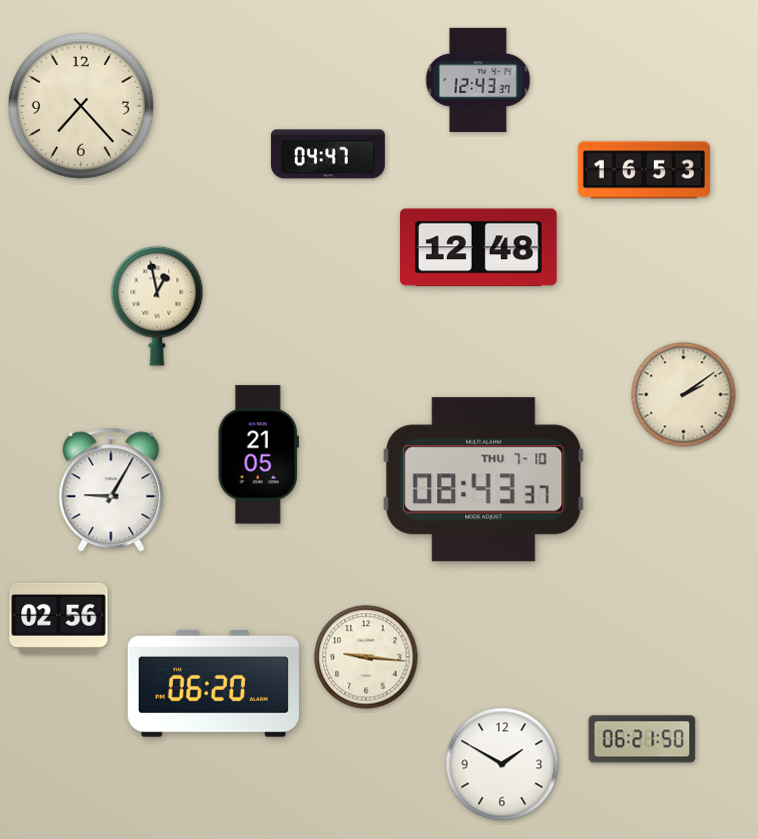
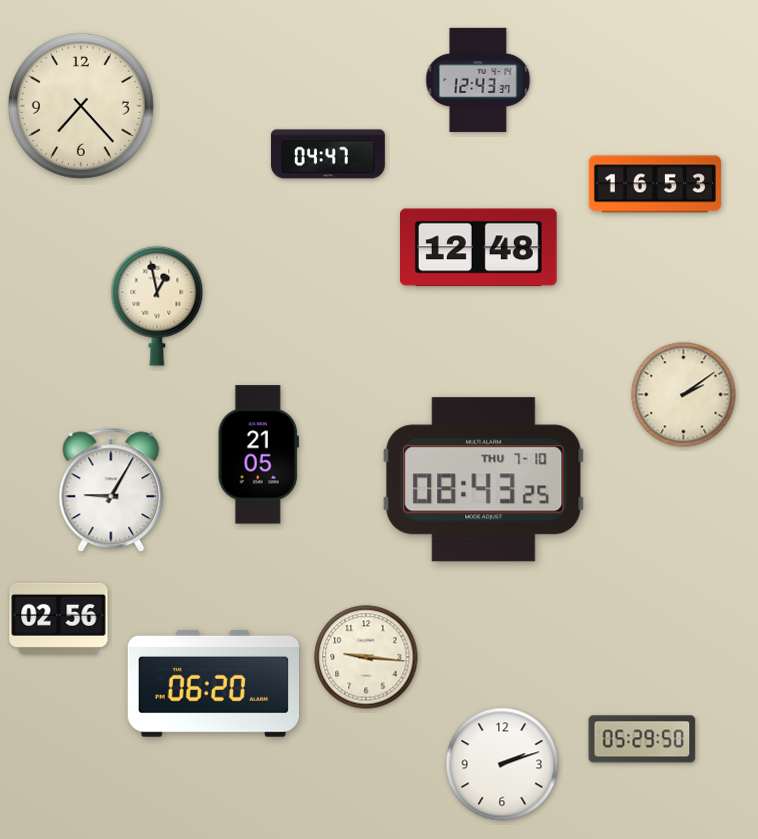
clock at (644, 170) position: (644, 170) -> (655, 184)
clock at (484, 480): 08:43:37 -> 08:43:25
clock at (642, 739): 06:21 -> 05:29
clock at (502, 764): 1:50 -> 2:12
